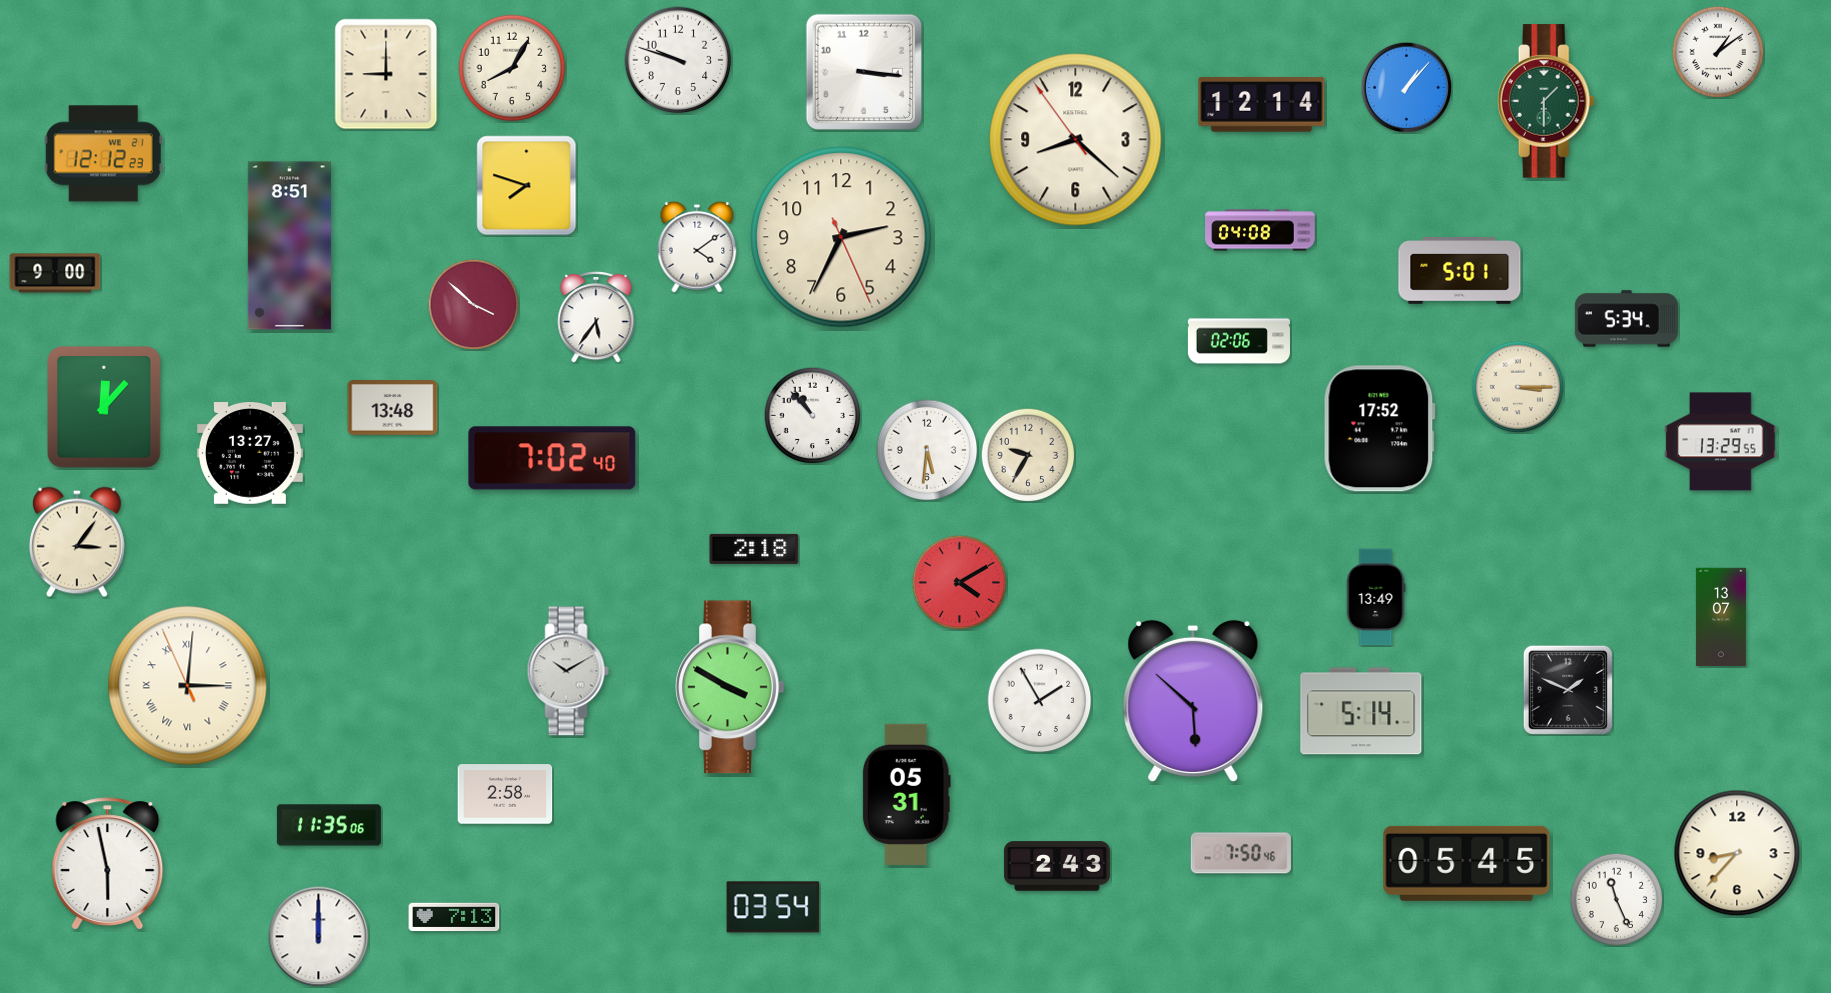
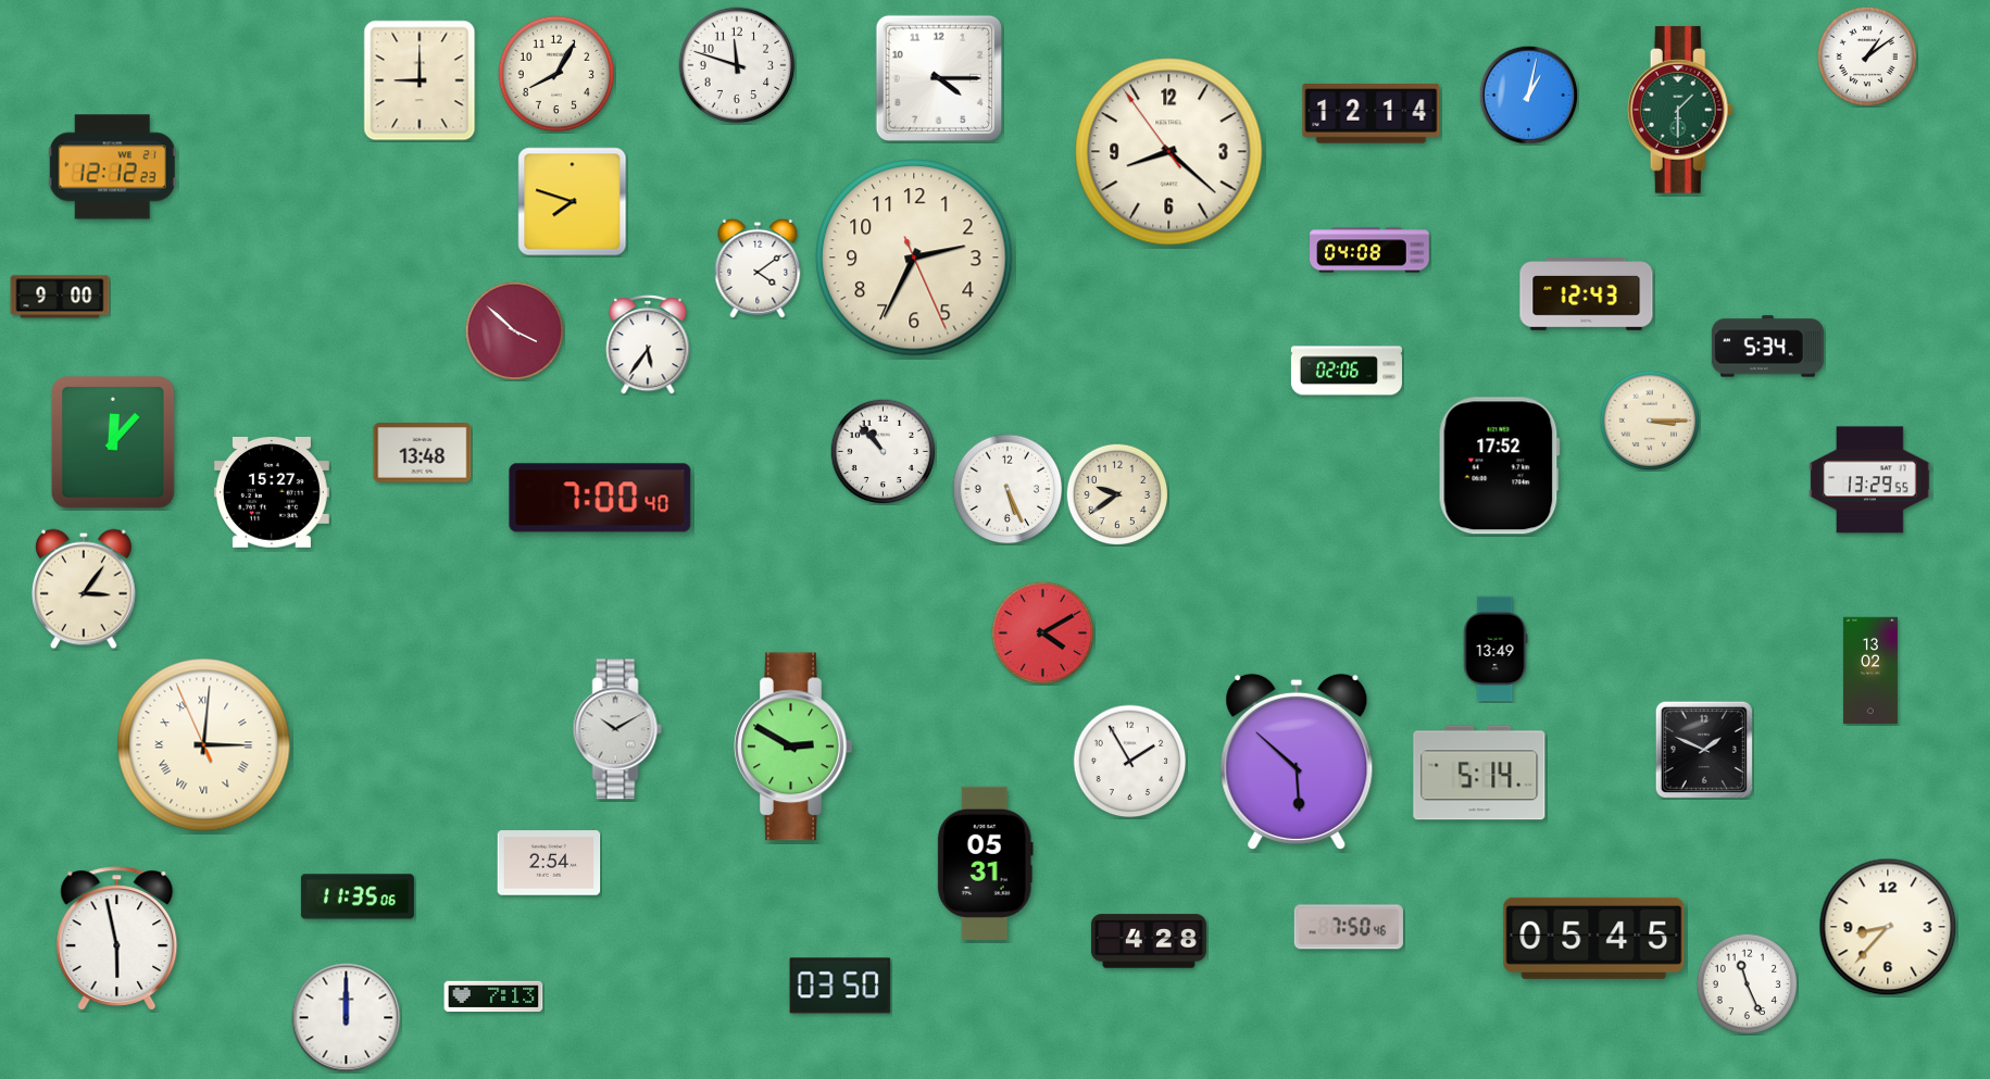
clock at (678, 60): 9:48 -> 11:48
clock at (864, 72): 3:16 -> 4:15
clock at (1406, 87): 1:07 -> 1:02
clock at (289, 246): 8:51 -> none
clock at (1460, 271): 5:01 -> 12:43
clock at (393, 408) position: (393, 408) -> (423, 453)
clock at (927, 450): 5:31 -> 5:26
clock at (250, 454): 13:27 -> 15:27
clock at (1028, 455): 9:35 -> 9:39
clock at (552, 458): 7:02 -> 7:00
clock at (754, 549): 2:18 -> none
clock at (1721, 617): 13:07 -> 13:02
clock at (730, 687): 3:50 -> 2:50
clock at (505, 794): 2:58 -> 2:54
clock at (1057, 866): 2:43 -> 4:28
clock at (1616, 899) position: (1616, 899) -> (1747, 983)
clock at (773, 907): 03:54 -> 03:50
